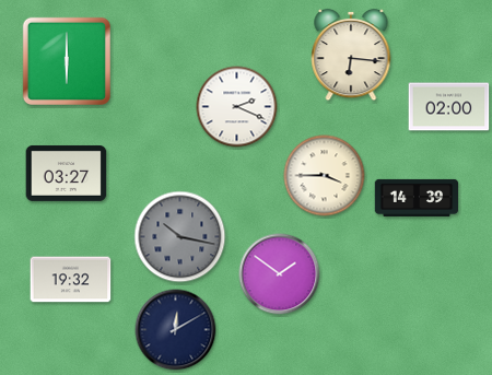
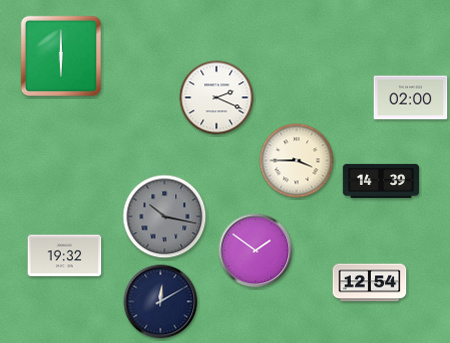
clock at (351, 55): 6:16 -> none
clock at (67, 173): 03:27 -> none
clock at (370, 283): none -> 12:54
